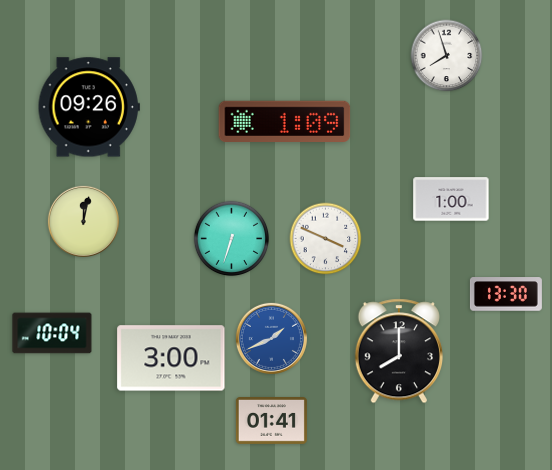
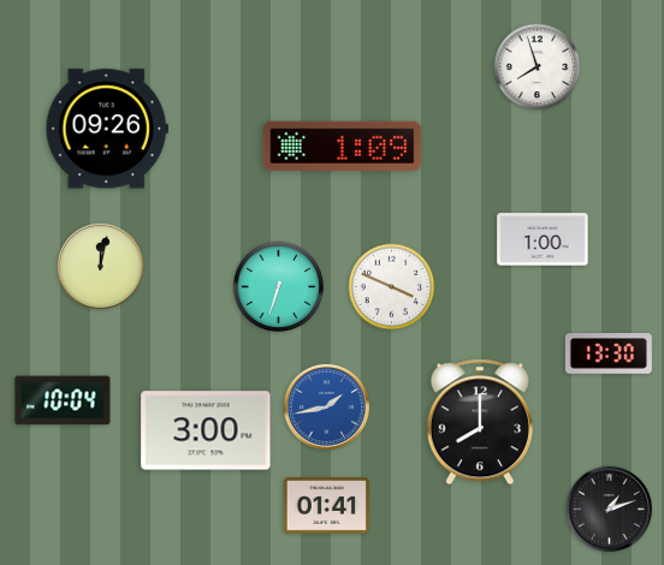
clock at (271, 338): 1:41 -> 1:43
clock at (609, 508): none -> 1:12
